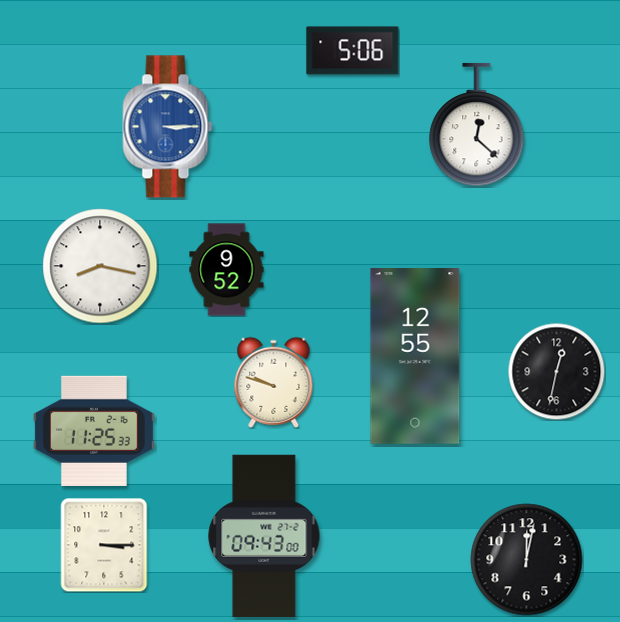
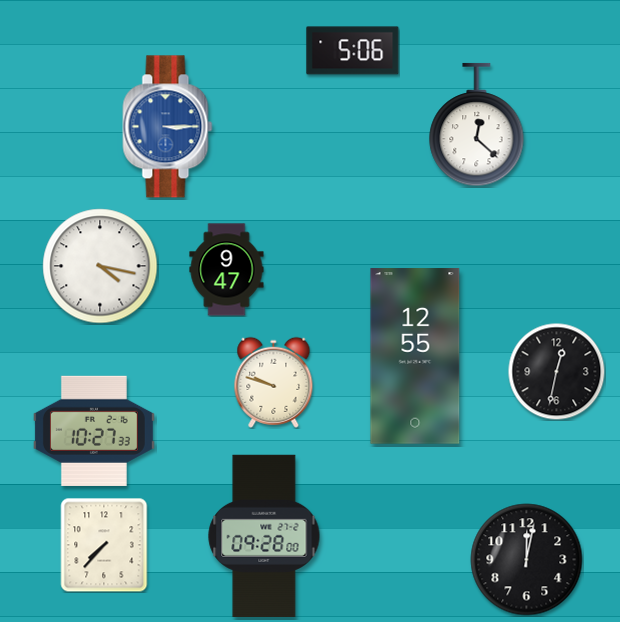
clock at (100, 266): 8:17 -> 4:17
clock at (227, 270): 9:52 -> 9:47
clock at (94, 431): 11:25 -> 10:27
clock at (264, 536): 09:43 -> 09:28
clock at (104, 545): 3:15 -> 7:37
